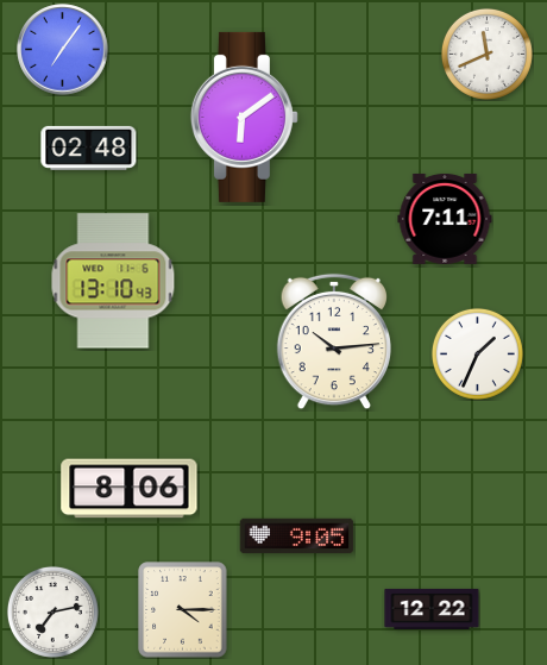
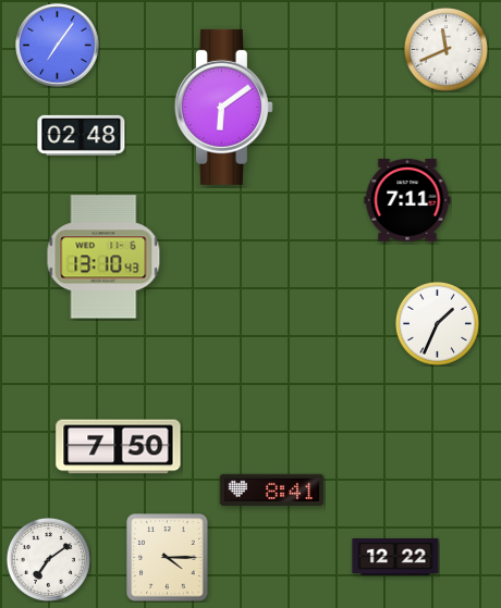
clock at (333, 341): 10:14 -> none
clock at (130, 489): 8:06 -> 7:50
clock at (297, 537): 9:05 -> 8:41
clock at (52, 611): 7:13 -> 7:09
